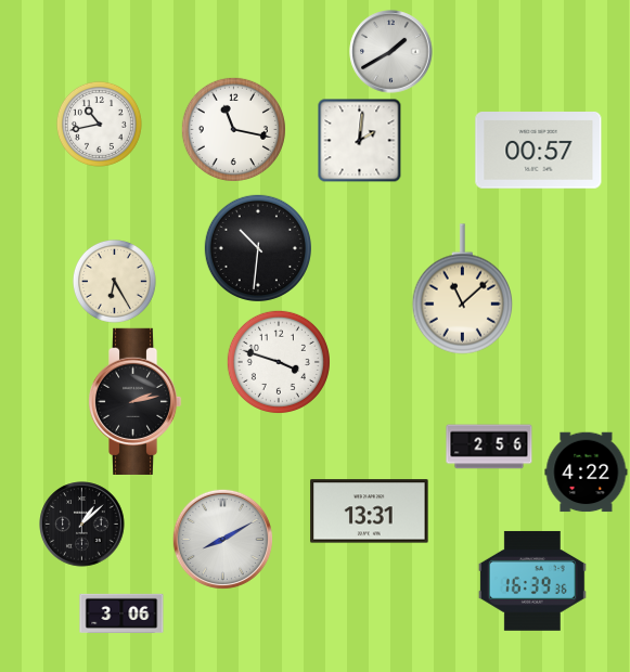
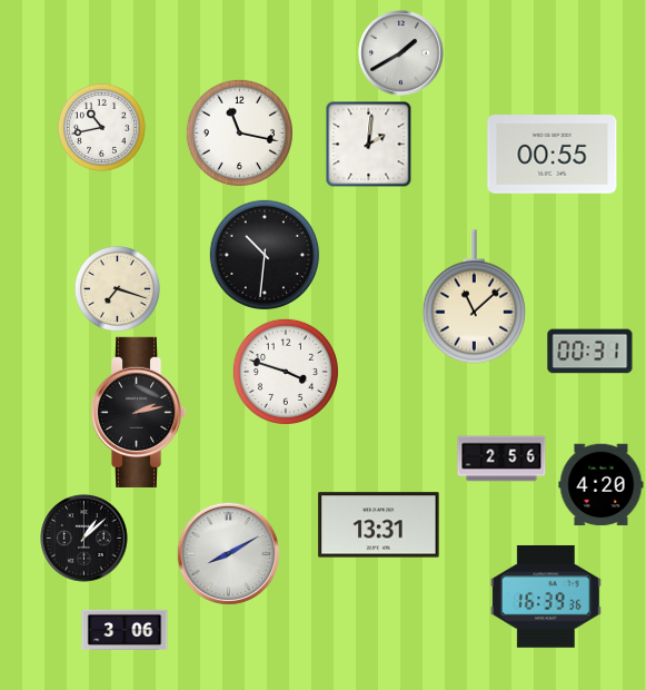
clock at (539, 151): 00:57 -> 00:55
clock at (114, 281): 6:25 -> 7:18
clock at (590, 352): none -> 00:31
clock at (587, 473): 4:22 -> 4:20
